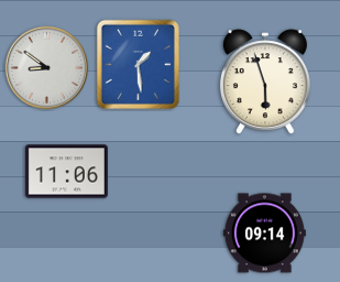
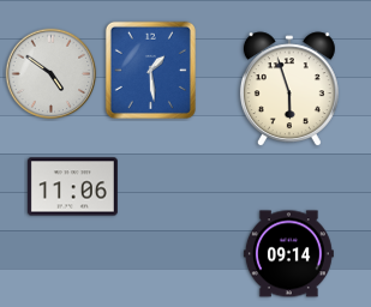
clock at (47, 68): 8:51 -> 4:51
